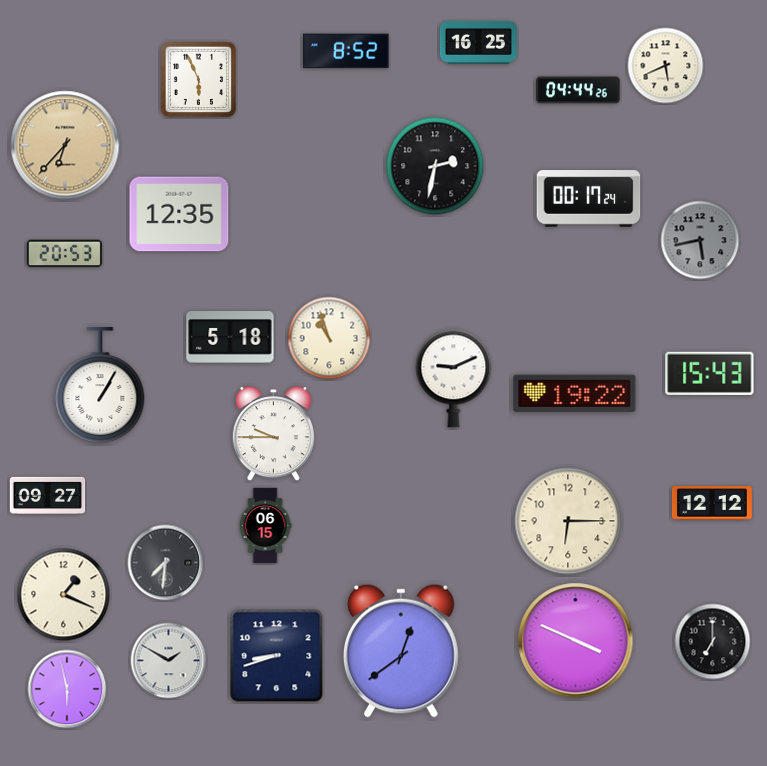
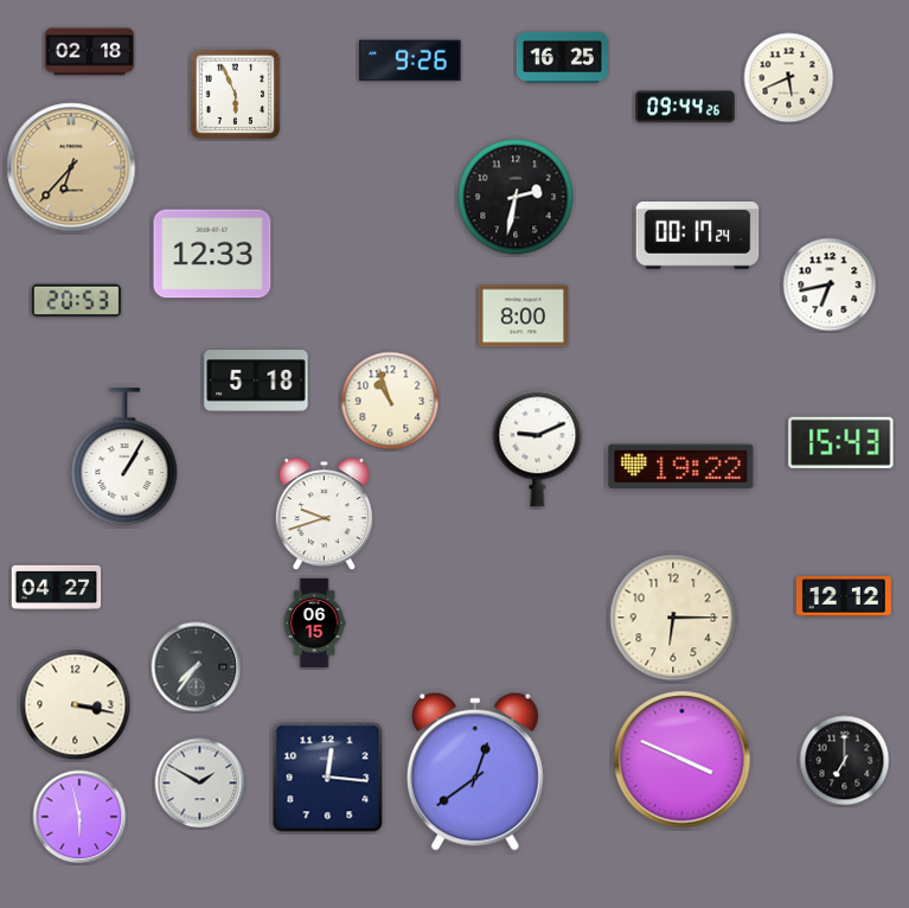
clock at (478, 42) position: (478, 42) -> (562, 57)
clock at (90, 52): none -> 02:18
clock at (346, 51): 8:52 -> 9:26
clock at (578, 90): 04:44 -> 09:44
clock at (65, 145) position: (65, 145) -> (71, 167)
clock at (179, 214): 12:35 -> 12:33
clock at (700, 240): 5:43 -> 6:43
clock at (700, 240) dial: grey -> white
clock at (524, 316): none -> 8:00
clock at (230, 337) position: (230, 337) -> (256, 381)
clock at (100, 385) position: (100, 385) -> (124, 456)
clock at (273, 434): 9:45 -> 9:42
clock at (48, 495): 09:27 -> 04:27
clock at (166, 563): 7:31 -> 7:36
clock at (64, 595): 1:19 -> 3:17
clock at (277, 656): 8:42 -> 12:16
